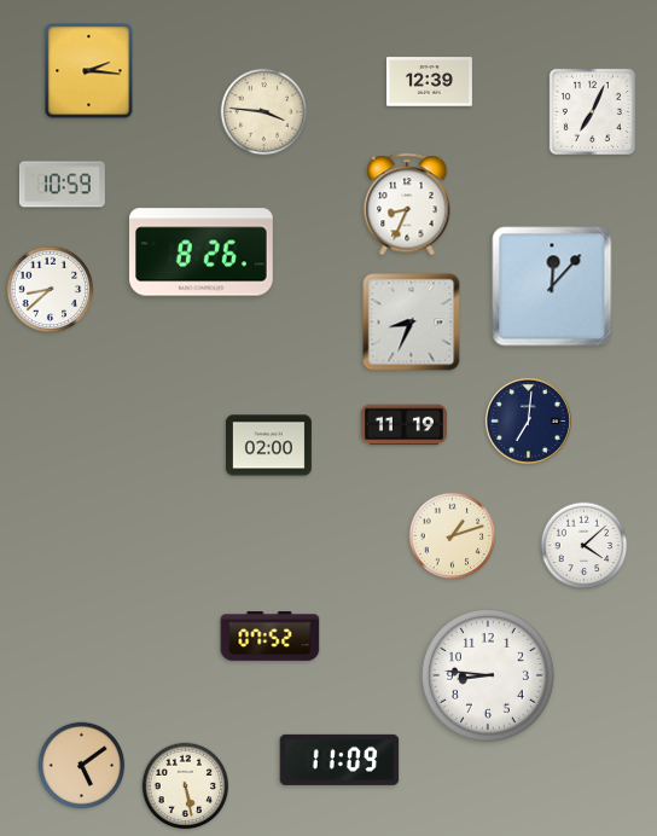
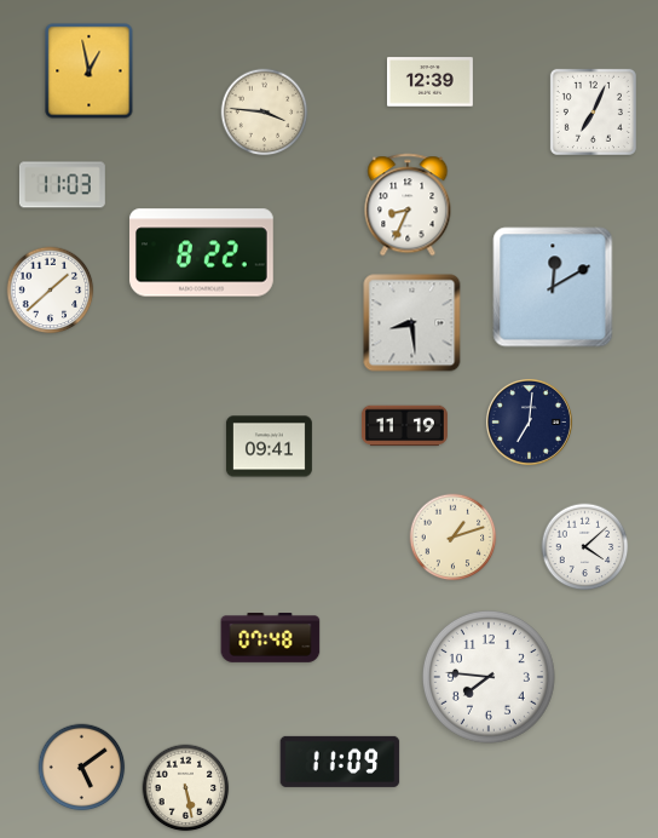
clock at (89, 71): 2:16 -> 12:58
clock at (62, 185): 10:59 -> 11:03
clock at (202, 252): 8:26 -> 8:22
clock at (552, 286): 12:07 -> 12:10
clock at (51, 290): 8:38 -> 1:38
clock at (412, 323): 8:34 -> 8:29
clock at (268, 446): 02:00 -> 09:41
clock at (271, 637): 07:52 -> 07:48
clock at (488, 675): 8:46 -> 7:46
